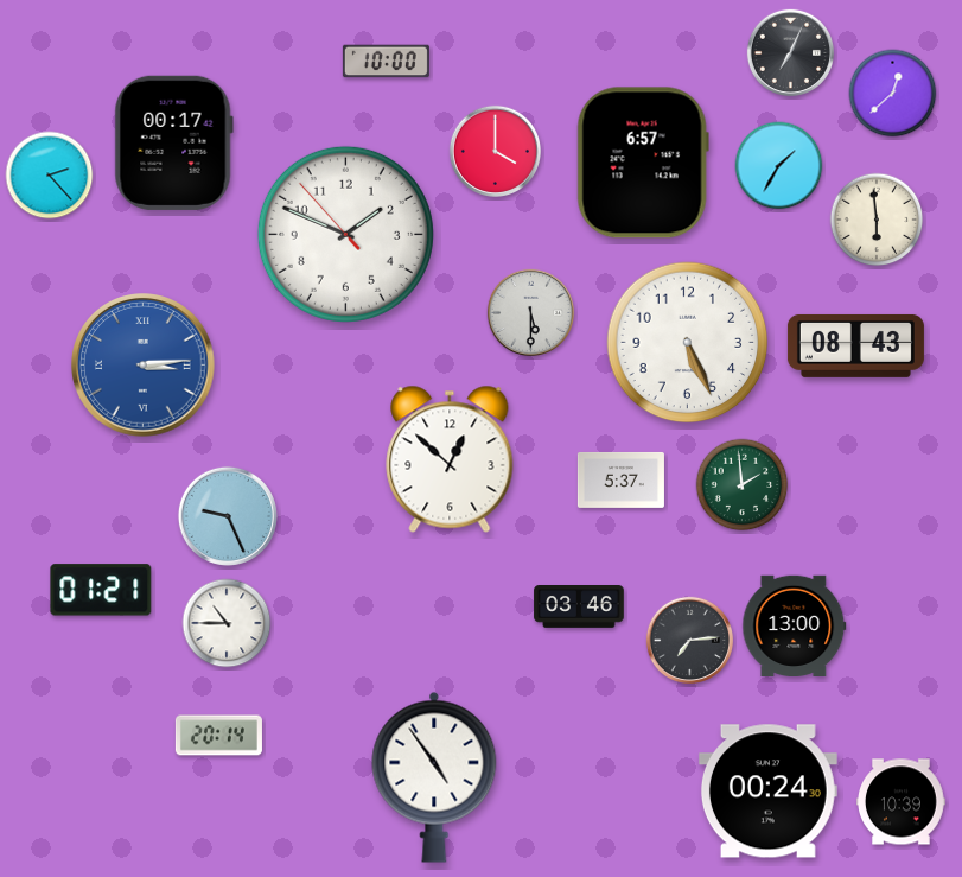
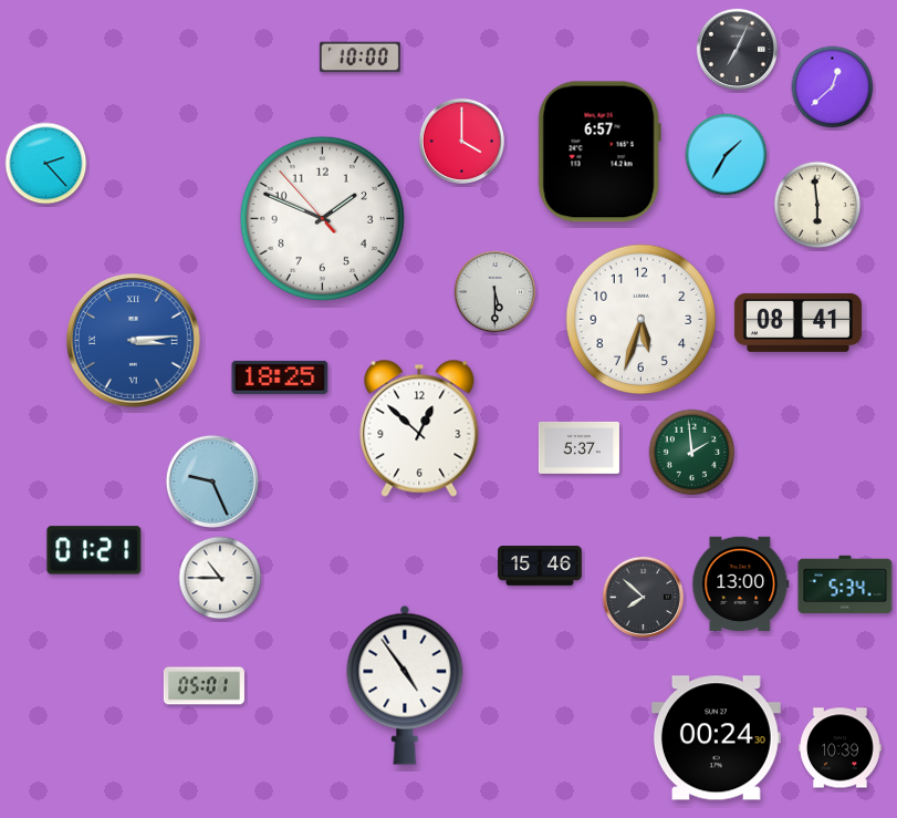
clock at (173, 142): 00:17 -> none
clock at (688, 343): 5:26 -> 5:33
clock at (855, 345): 08:43 -> 08:41
clock at (280, 377): none -> 18:25
clock at (579, 606): 03:46 -> 15:46
clock at (227, 623) position: (227, 623) -> (220, 578)
clock at (845, 583): none -> 5:34
clock at (690, 641): 7:14 -> 7:52
clock at (218, 736): 20:14 -> 05:01
clock at (434, 777) position: (434, 777) -> (405, 685)
